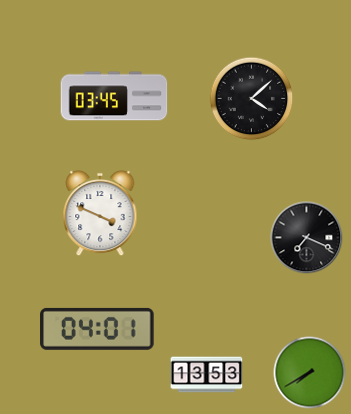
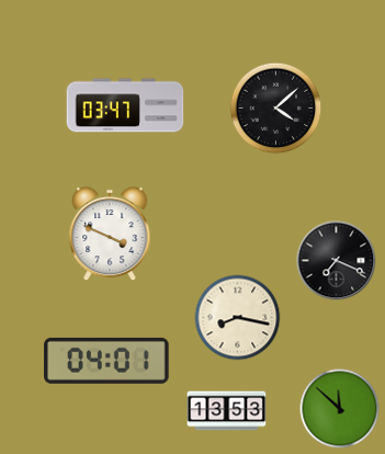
clock at (114, 96): 03:45 -> 03:47
clock at (238, 318): none -> 8:17
clock at (310, 373): 7:40 -> 11:52
